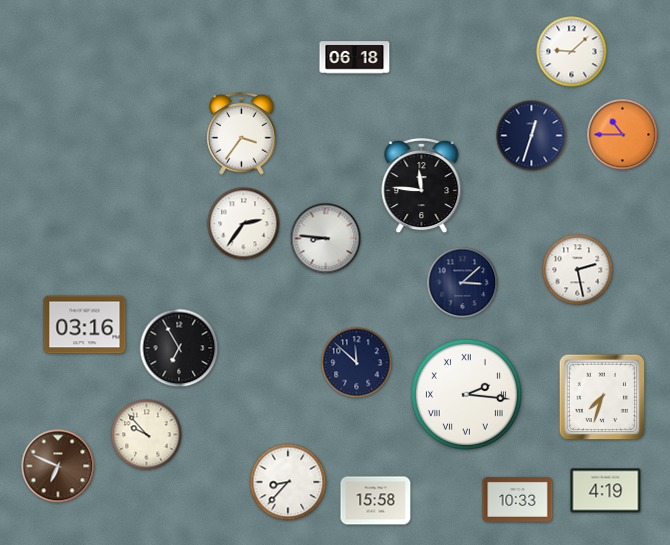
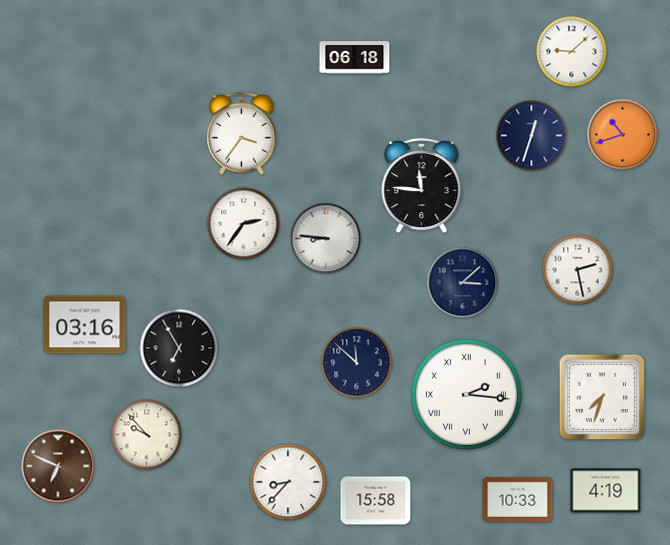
clock at (623, 135): 10:45 -> 10:42
